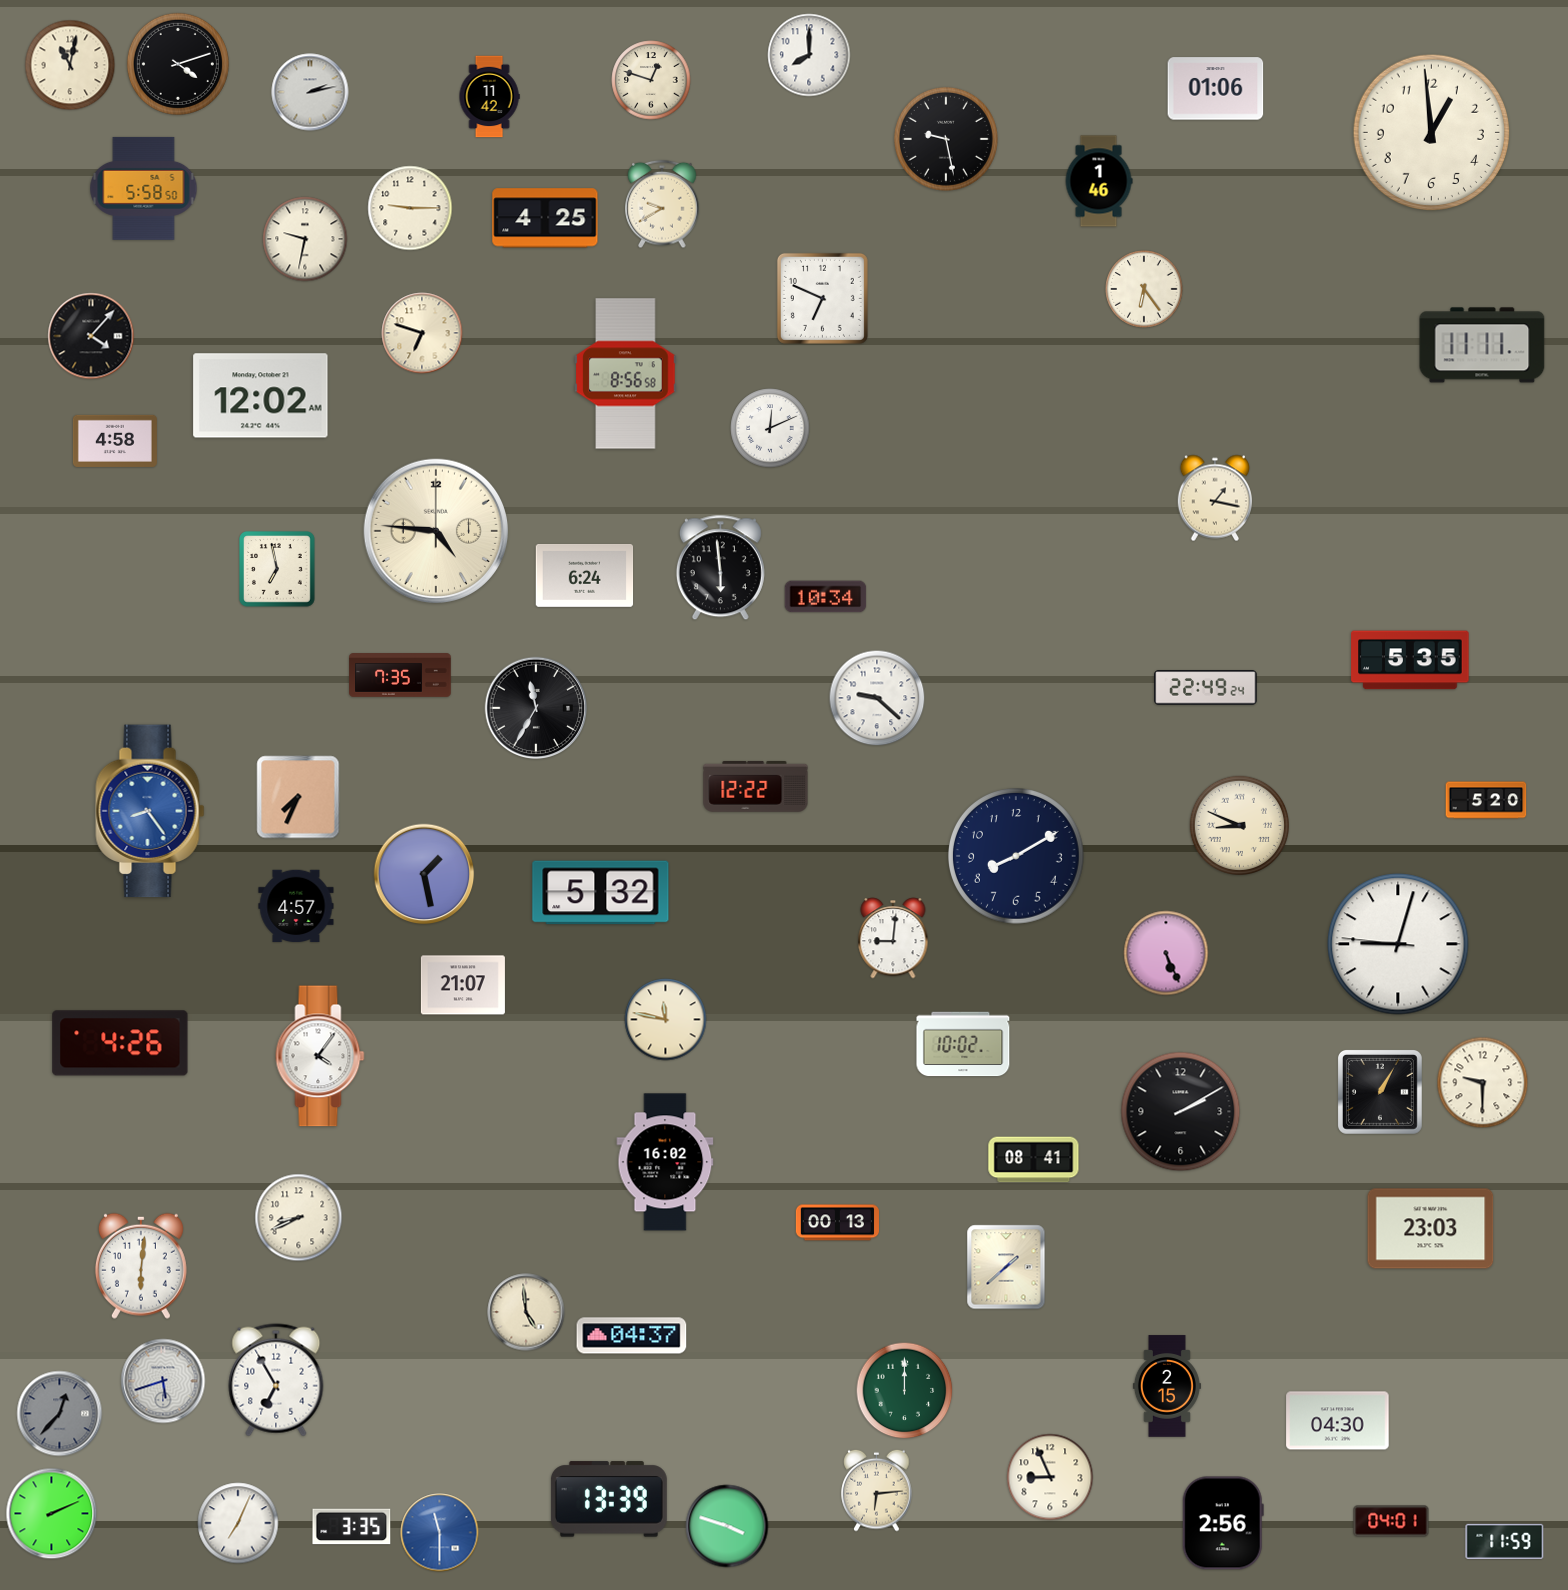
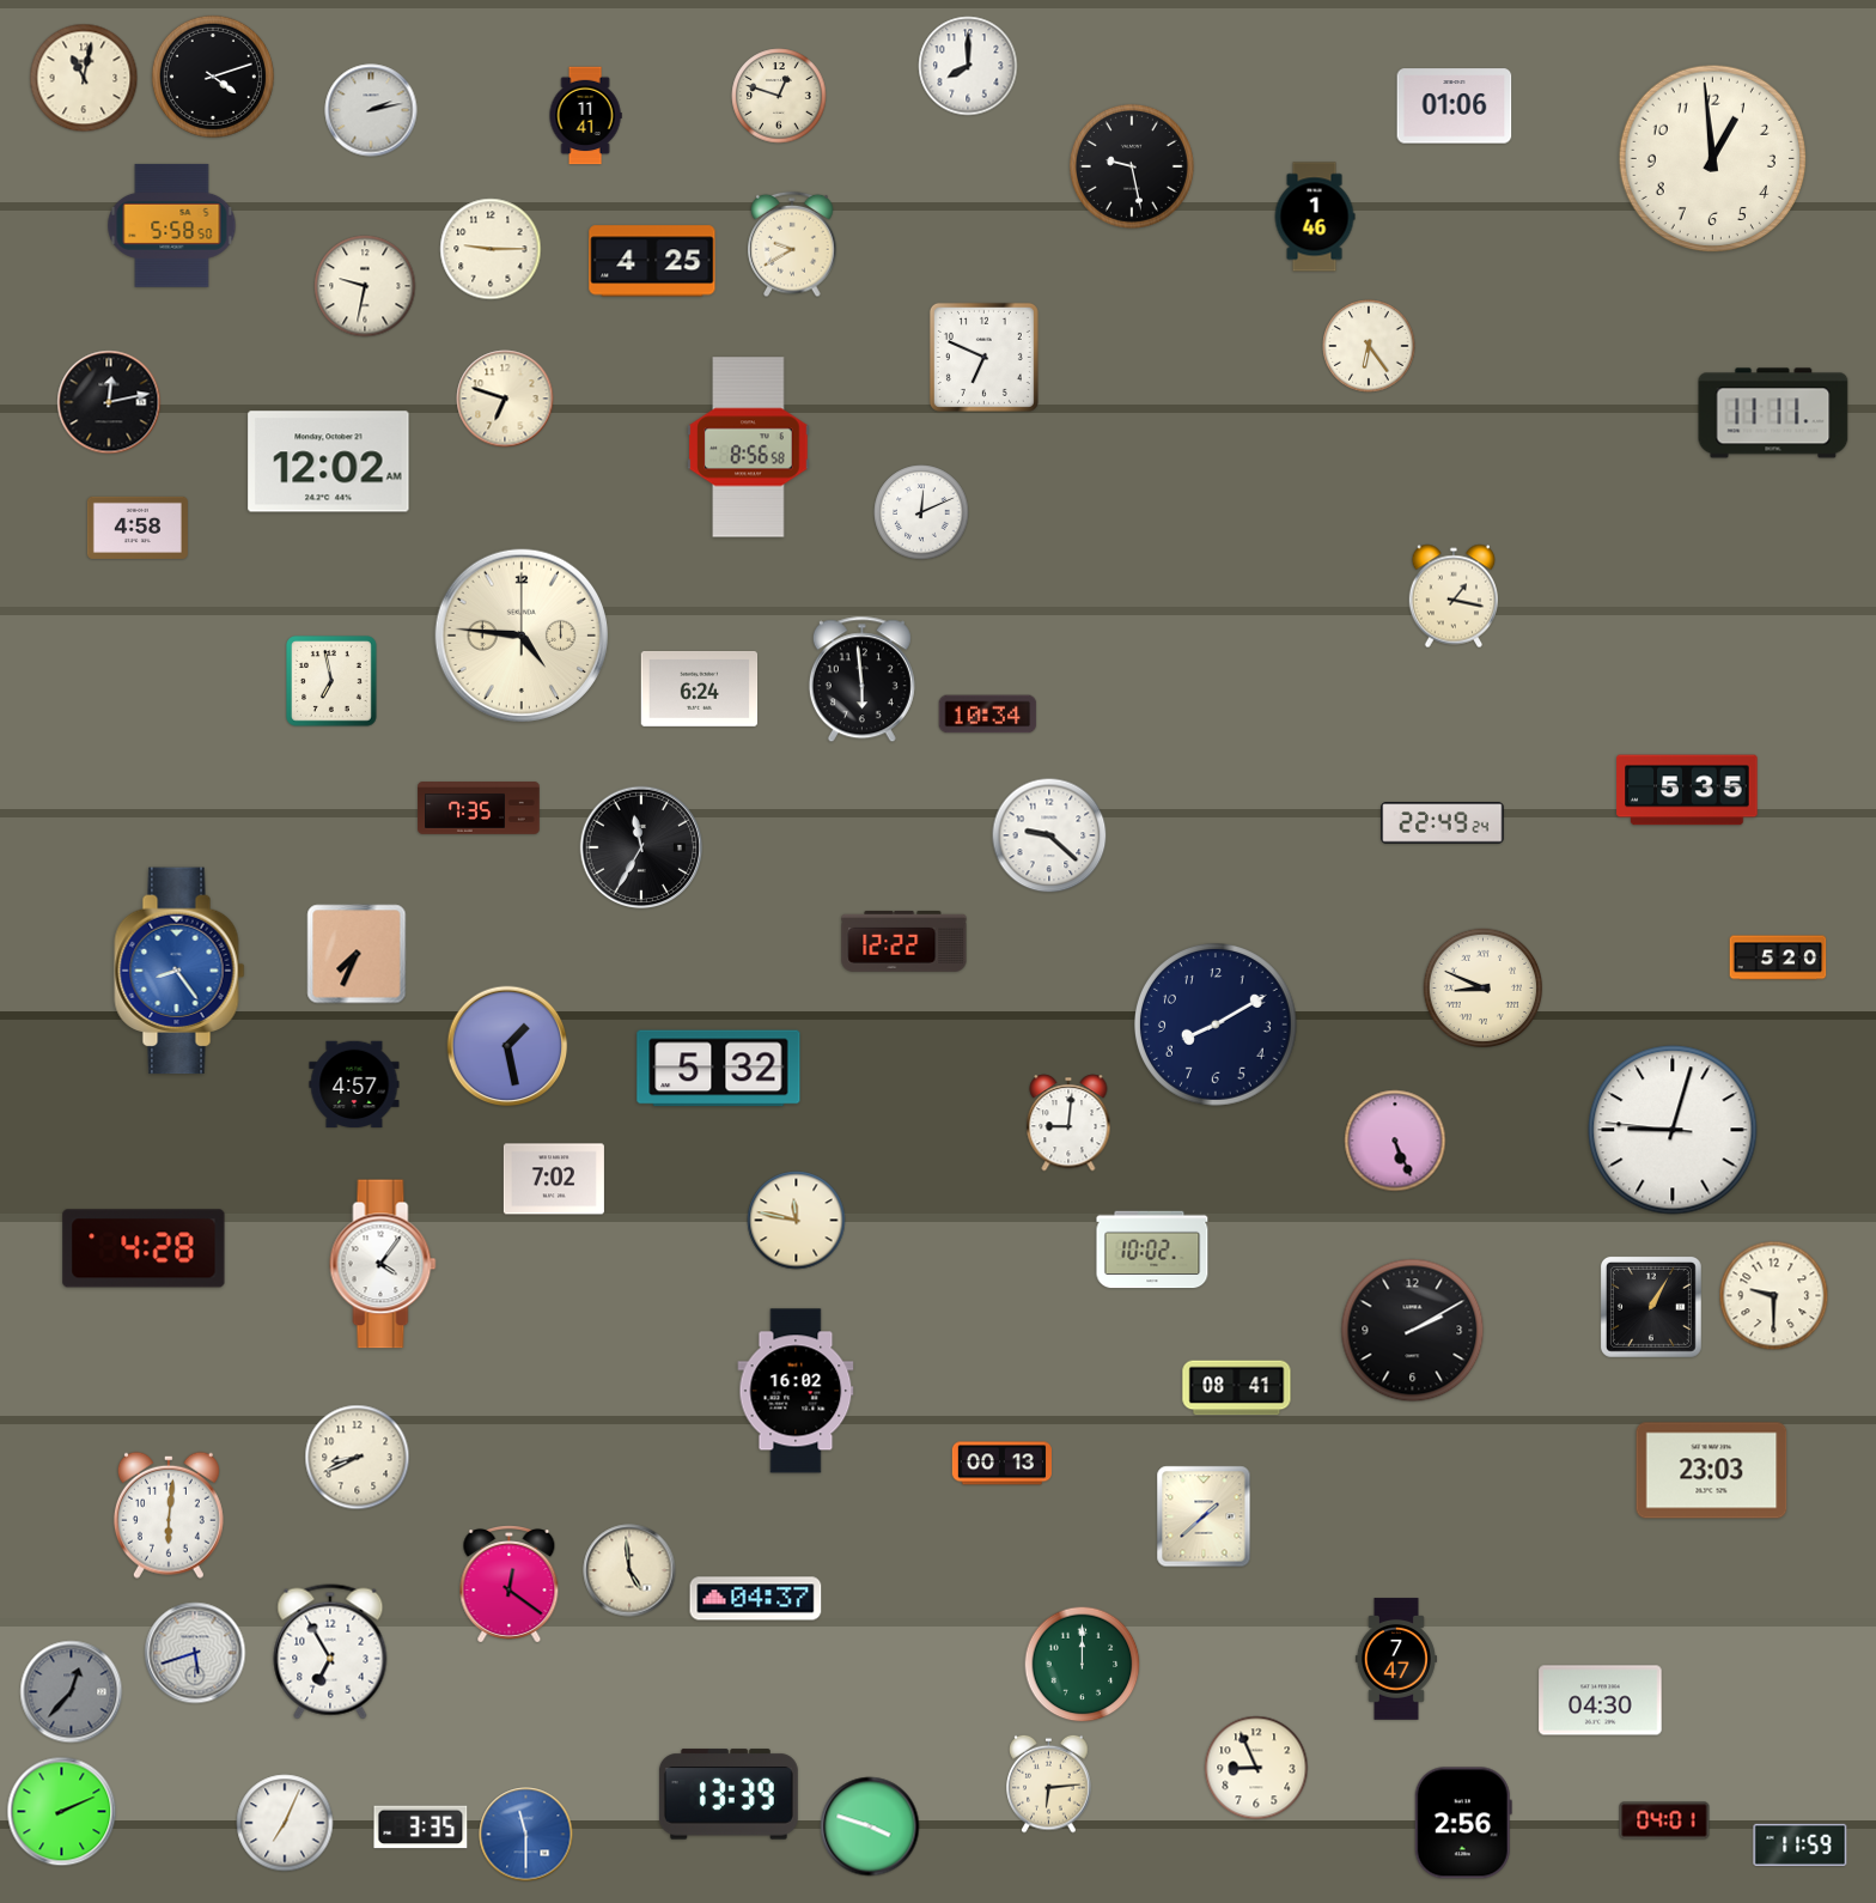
clock at (489, 97): 11:42 -> 11:41
clock at (91, 336): 4:07 -> 12:13
clock at (261, 396) position: (261, 396) -> (329, 462)
clock at (463, 985): 21:07 -> 7:02
clock at (120, 1043): 4:26 -> 4:28
clock at (510, 1585): none -> 12:21
clock at (1167, 1386): 2:15 -> 7:47
